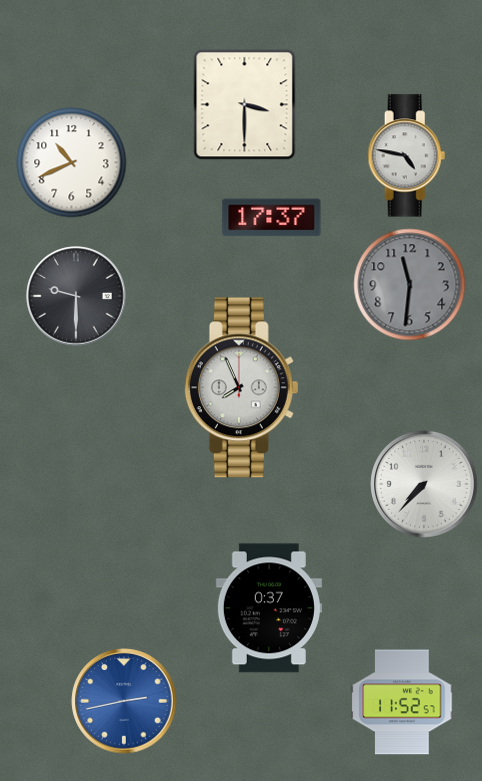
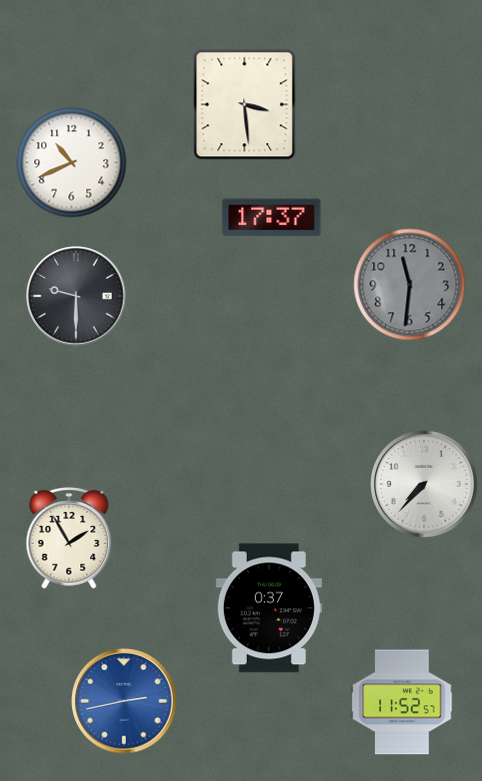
clock at (245, 105): 3:30 -> 3:29
clock at (407, 156): 4:47 -> none
clock at (241, 388): 7:56 -> none
clock at (69, 538): none -> 1:55
